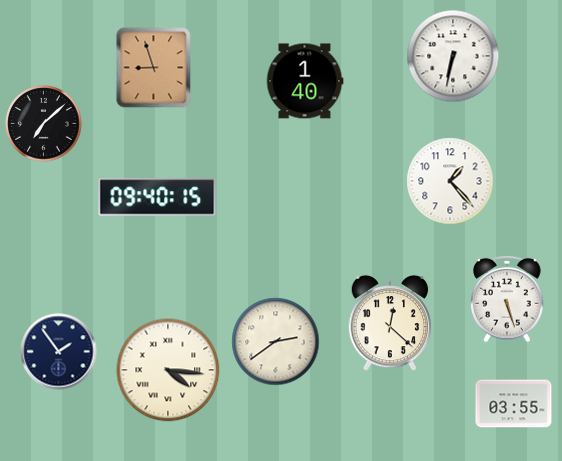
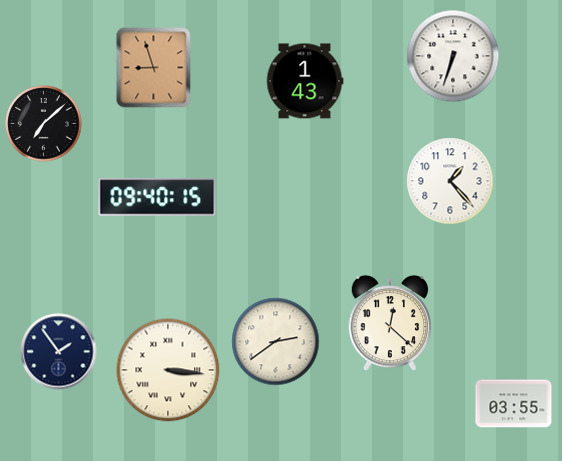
clock at (453, 56): 6:32 -> 6:33
clock at (305, 81): 1:40 -> 1:43
clock at (507, 299): 5:27 -> none
clock at (168, 370): 4:16 -> 3:16
